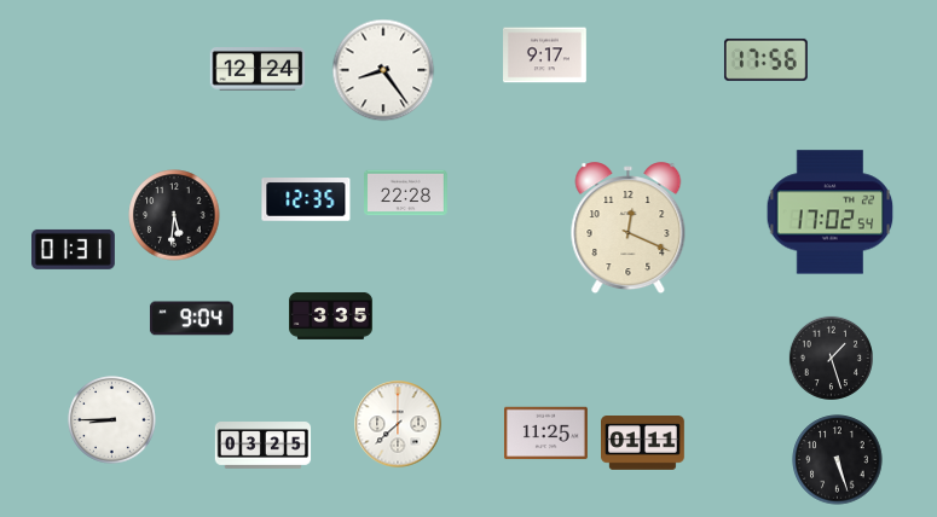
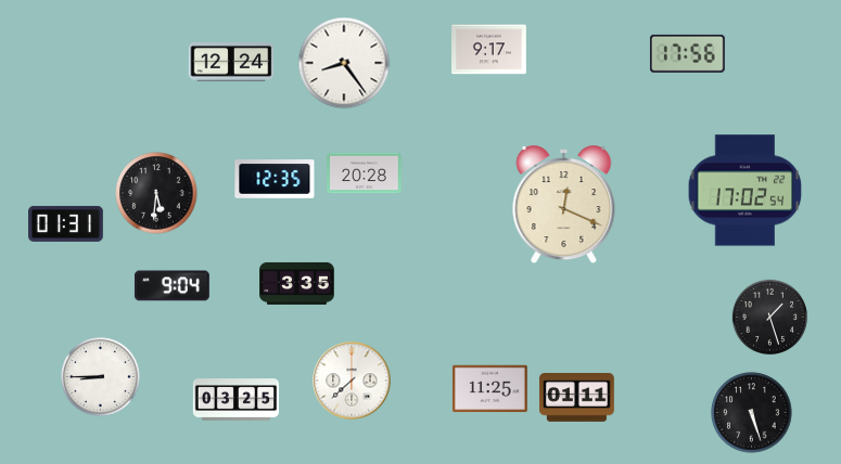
clock at (406, 193): 22:28 -> 20:28
clock at (831, 358) position: (831, 358) -> (769, 317)
clock at (398, 424) position: (398, 424) -> (352, 381)
